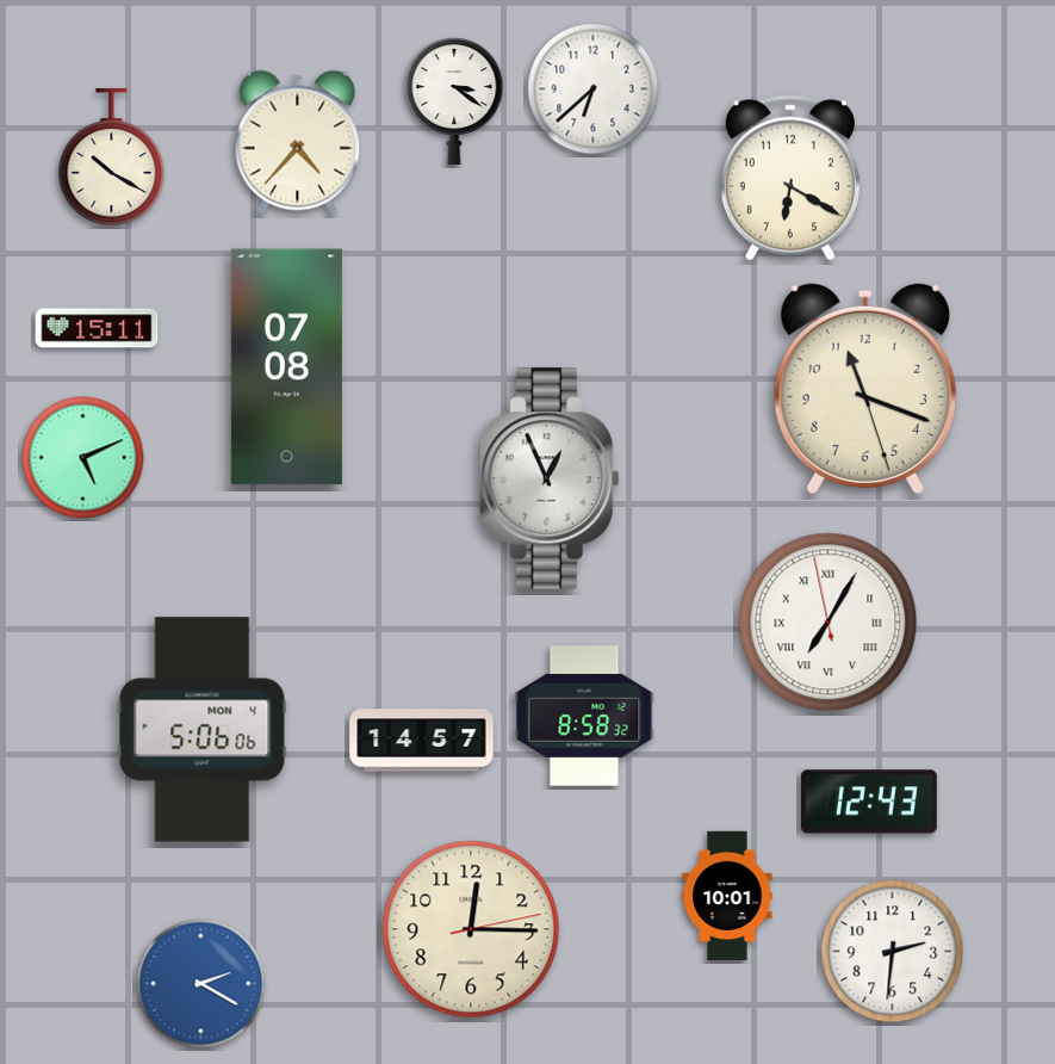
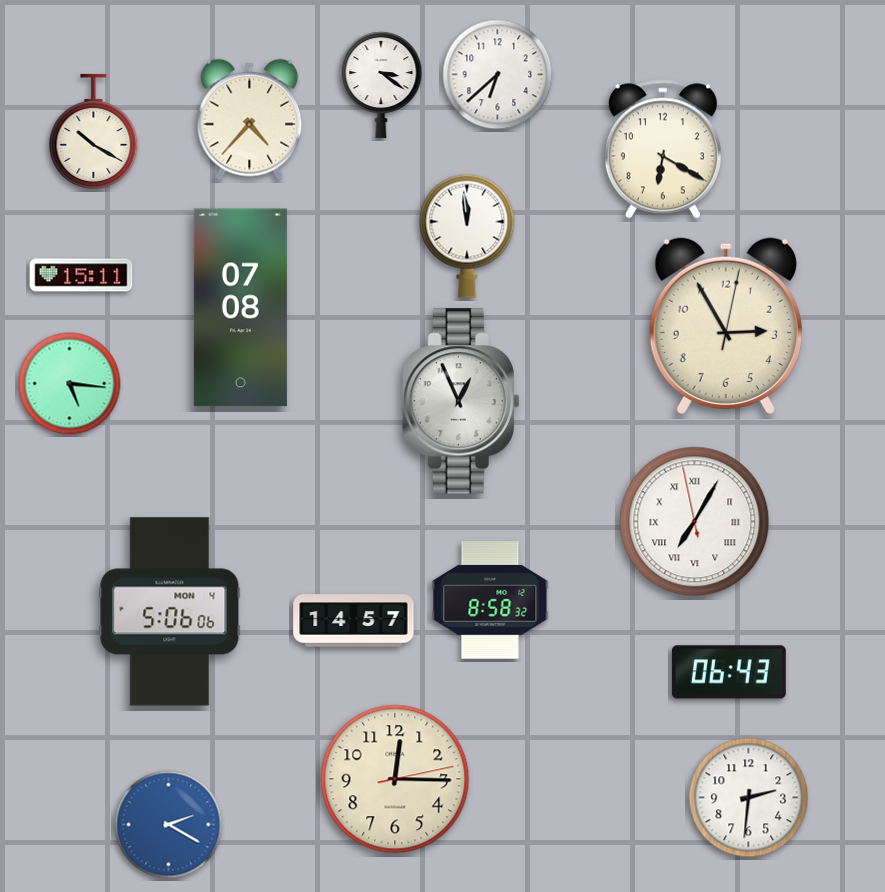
clock at (467, 236): none -> 11:59
clock at (865, 389): 11:18 -> 2:55
clock at (83, 458): 5:11 -> 5:16
clock at (869, 802): 12:43 -> 06:43
clock at (727, 896): 10:01 -> none
